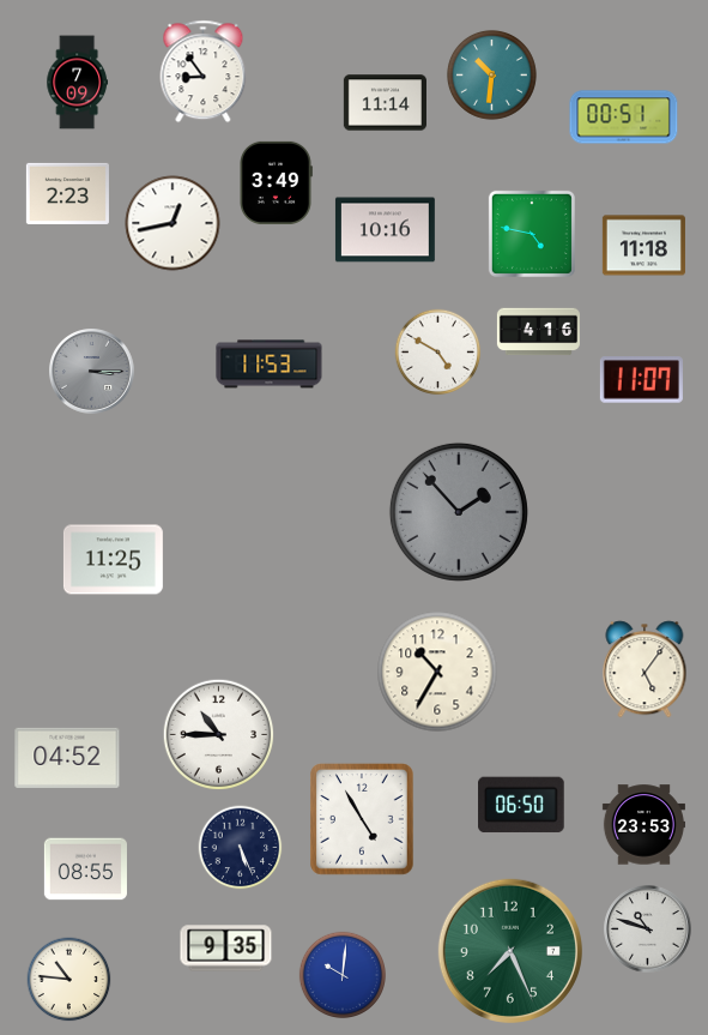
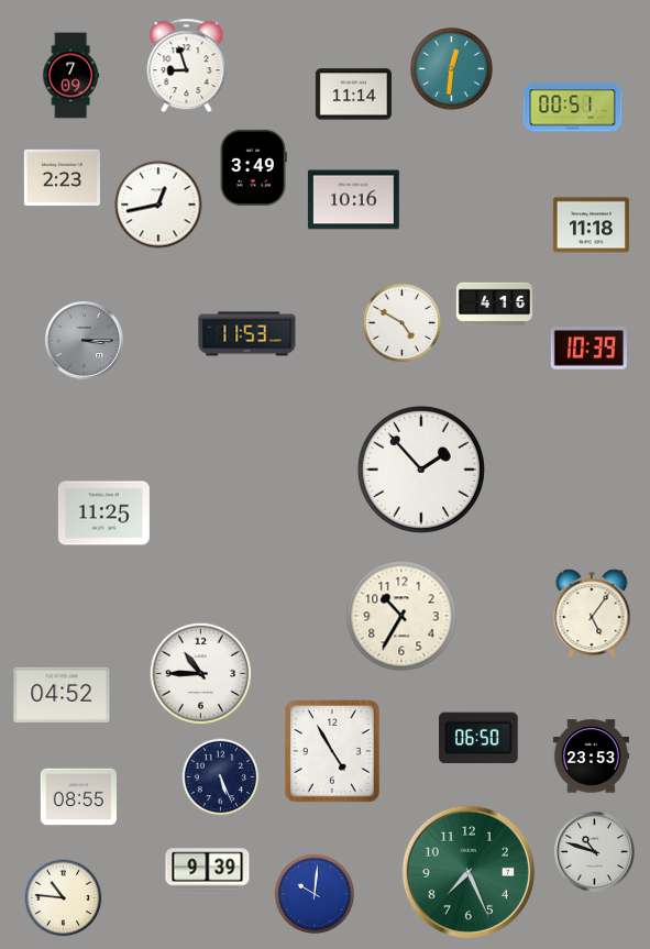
clock at (204, 72): 8:54 -> 8:57
clock at (491, 74): 10:31 -> 12:31
clock at (385, 230) position: (385, 230) -> (353, 200)
clock at (532, 234): 4:47 -> none
clock at (641, 380): 11:07 -> 10:39
clock at (459, 512) dial: grey -> white
clock at (226, 949): 9:35 -> 9:39
